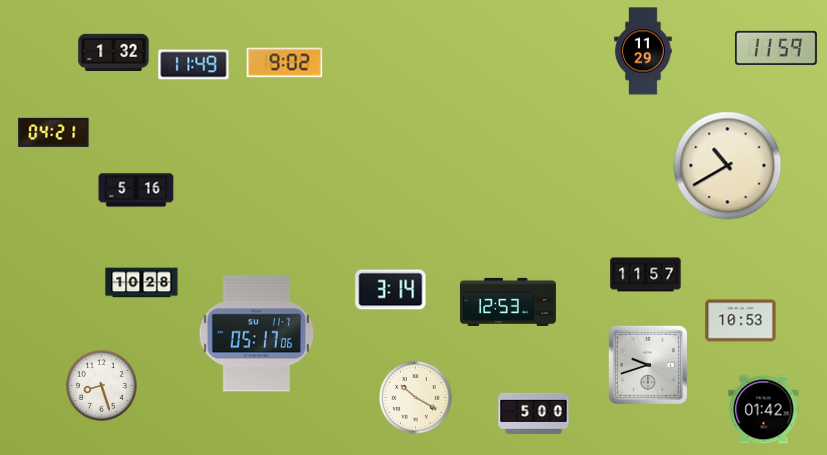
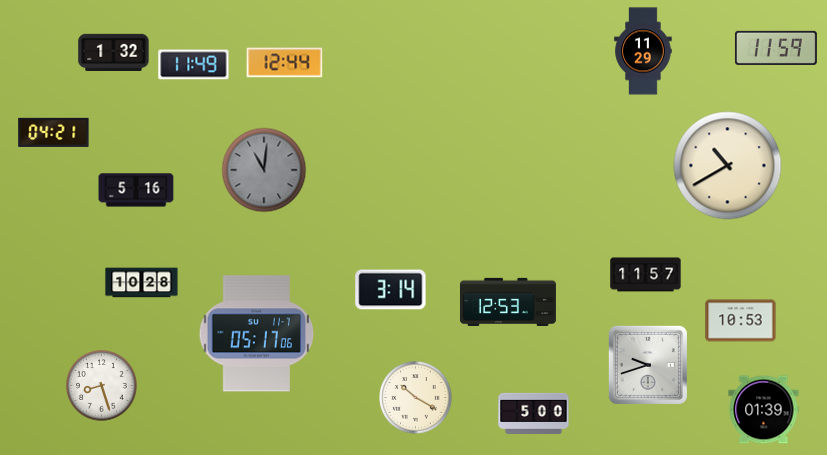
clock at (285, 63): 9:02 -> 12:44
clock at (264, 170): none -> 11:01
clock at (764, 410): 01:42 -> 01:39
